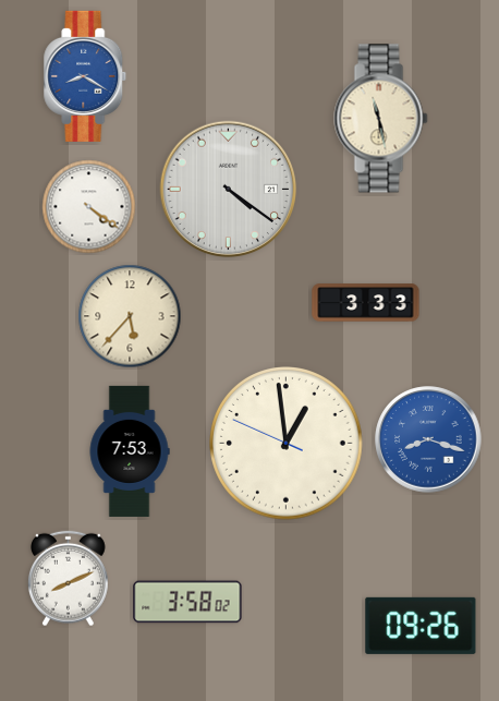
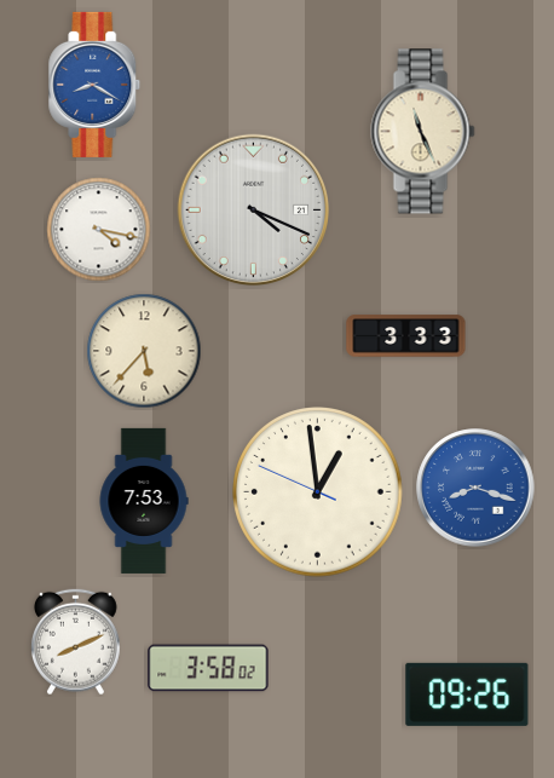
clock at (381, 119): 11:28 -> 11:26
clock at (229, 190): 4:21 -> 4:19
clock at (89, 207): 4:21 -> 4:17
